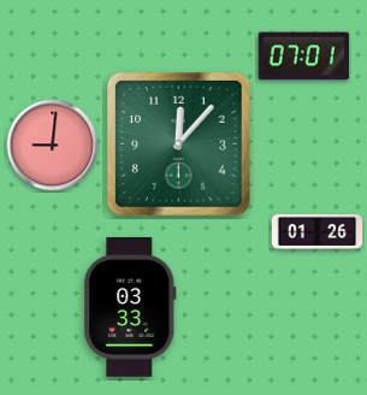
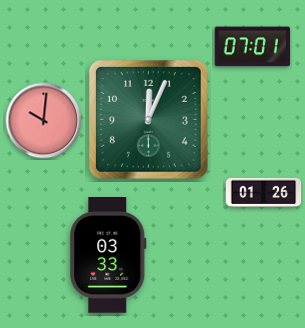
clock at (179, 145): 12:07 -> 12:04
clock at (53, 146): 9:01 -> 10:01
